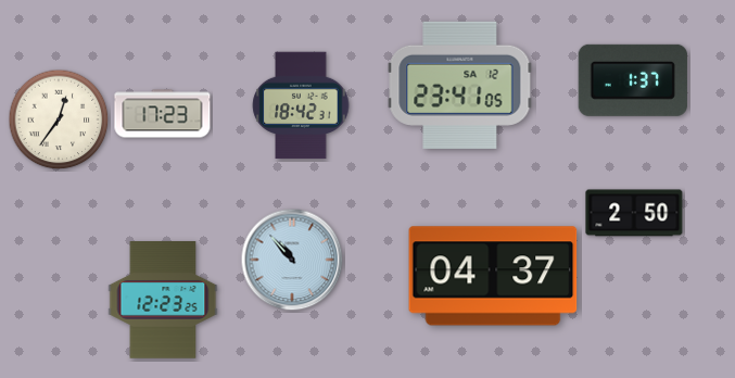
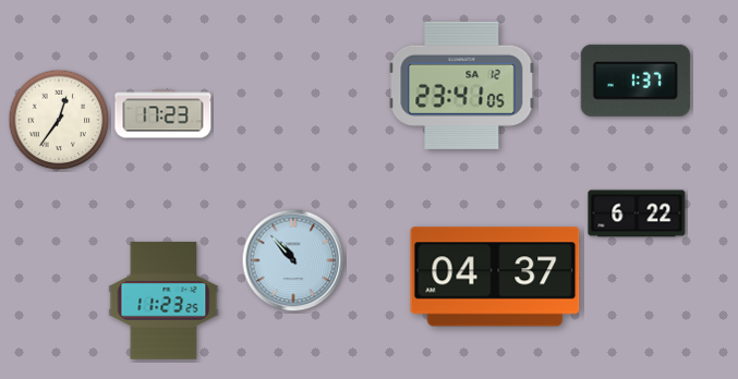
clock at (301, 105): 18:42 -> none
clock at (634, 213): 2:50 -> 6:22
clock at (163, 300): 12:23 -> 11:23
